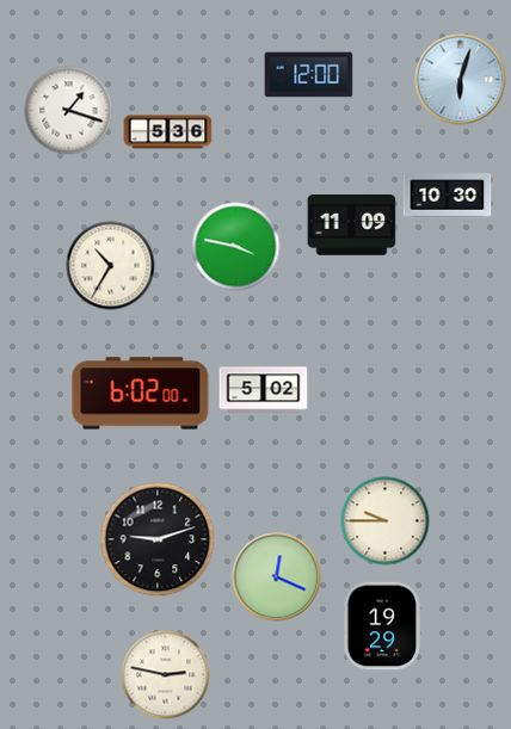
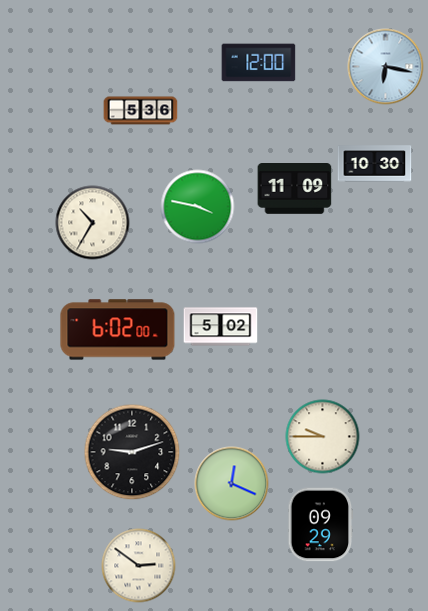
clock at (461, 80): 6:03 -> 6:17
clock at (69, 111): 1:18 -> none
clock at (383, 626): 19:29 -> 09:29
clock at (166, 675): 2:47 -> 2:51
